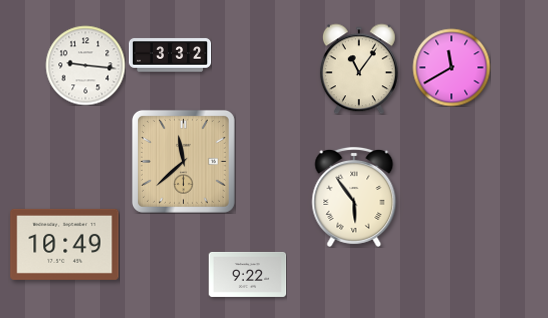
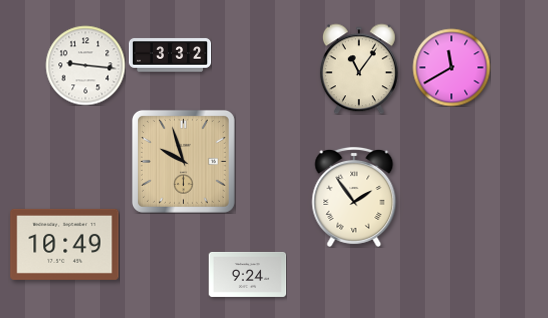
clock at (183, 161): 11:38 -> 9:57
clock at (354, 197): 5:54 -> 1:54
clock at (247, 274): 9:22 -> 9:24
